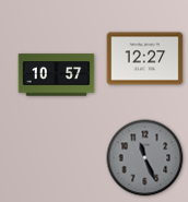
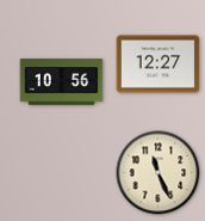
clock at (57, 75): 10:57 -> 10:56
clock at (145, 158) dial: grey -> cream
